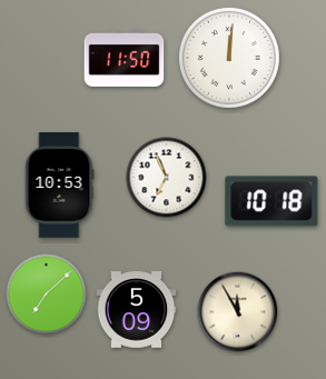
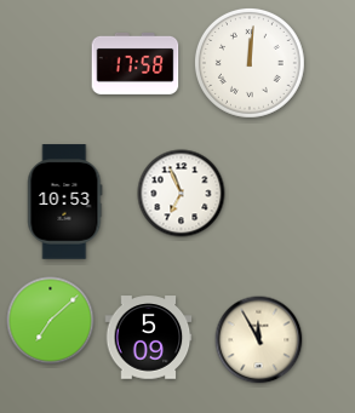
clock at (125, 58): 11:50 -> 17:58
clock at (271, 201): 10:18 -> none
